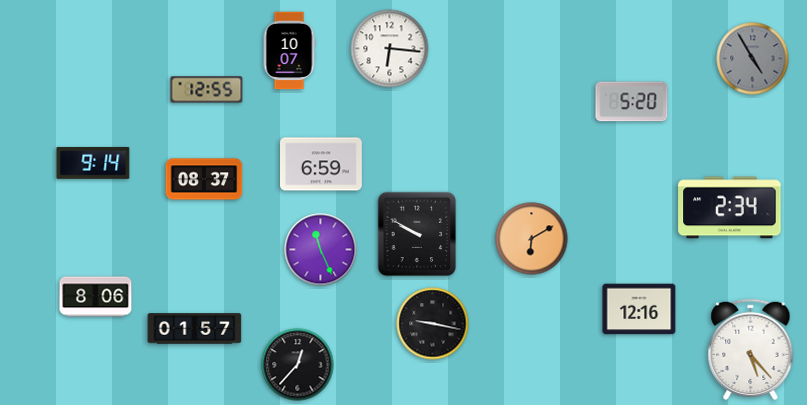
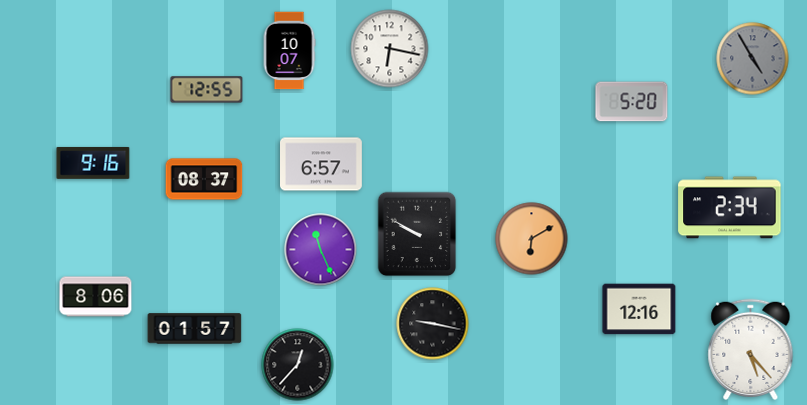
clock at (390, 49): 6:16 -> 6:17
clock at (93, 163): 9:14 -> 9:16
clock at (322, 164): 6:59 -> 6:57
